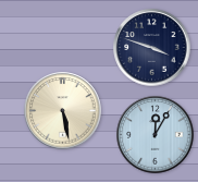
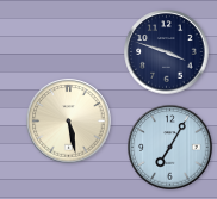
clock at (156, 135): 12:05 -> 7:05
